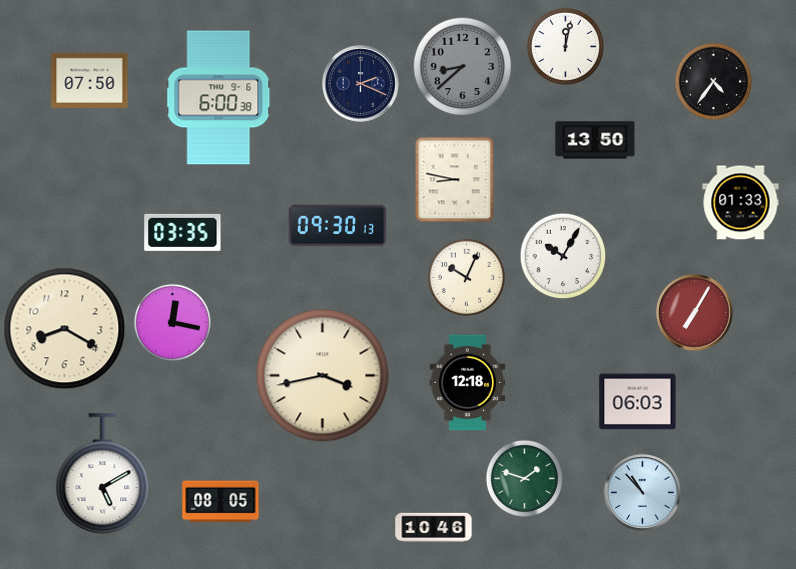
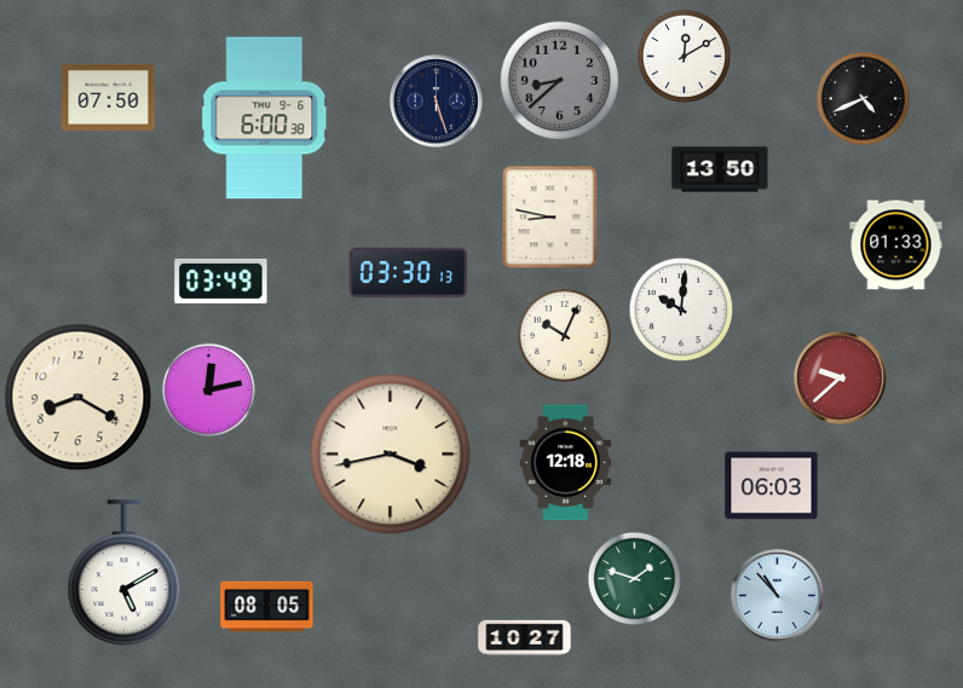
clock at (565, 46): 12:02 -> 12:10
clock at (713, 81): 4:36 -> 4:41
clock at (361, 84): 2:19 -> 5:27
clock at (338, 226): 09:30 -> 03:30
clock at (183, 232): 03:35 -> 03:49
clock at (563, 256): 10:05 -> 10:01
clock at (695, 313): 7:05 -> 9:38
clock at (172, 322): 12:17 -> 12:13
clock at (434, 528): 10:46 -> 10:27
